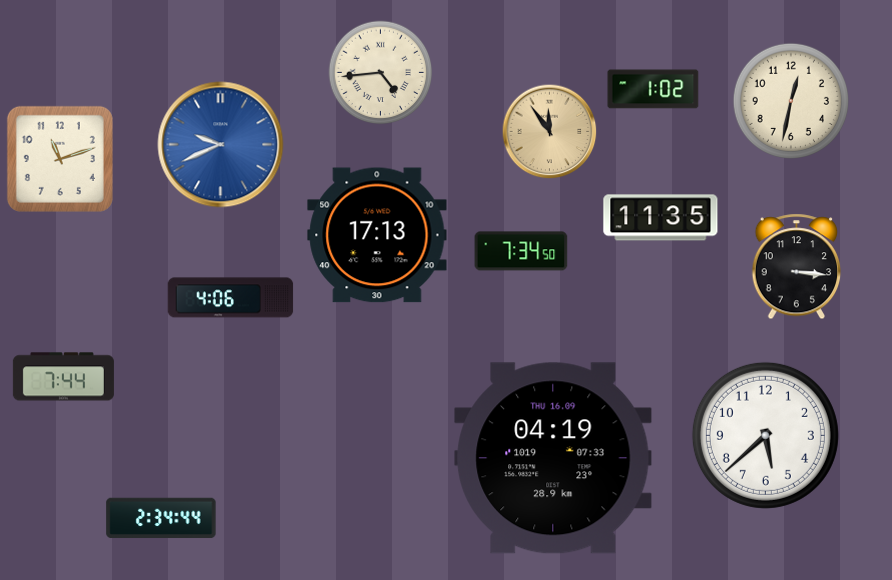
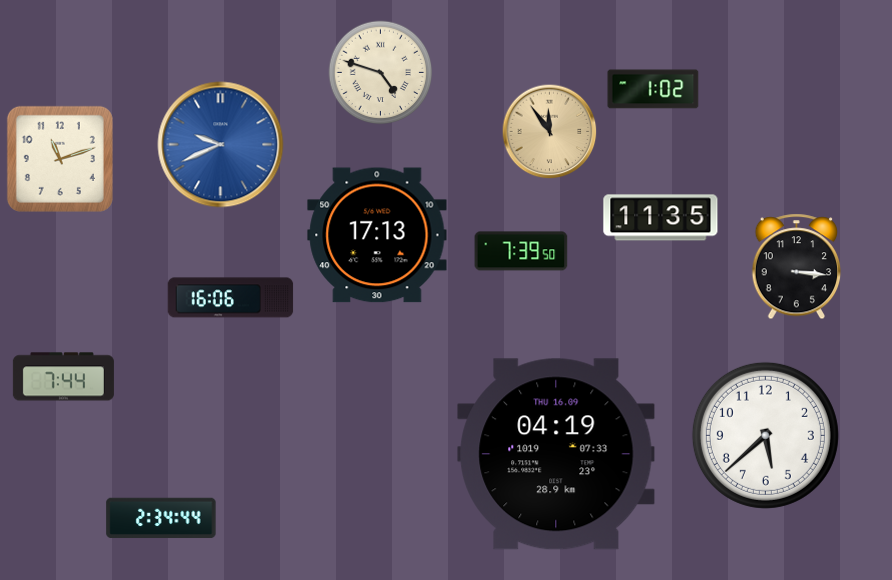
clock at (381, 73): 4:44 -> 4:48
clock at (790, 100): 12:32 -> none
clock at (521, 251): 7:34 -> 7:39
clock at (231, 298): 4:06 -> 16:06
clock at (553, 458) position: (553, 458) -> (556, 454)
